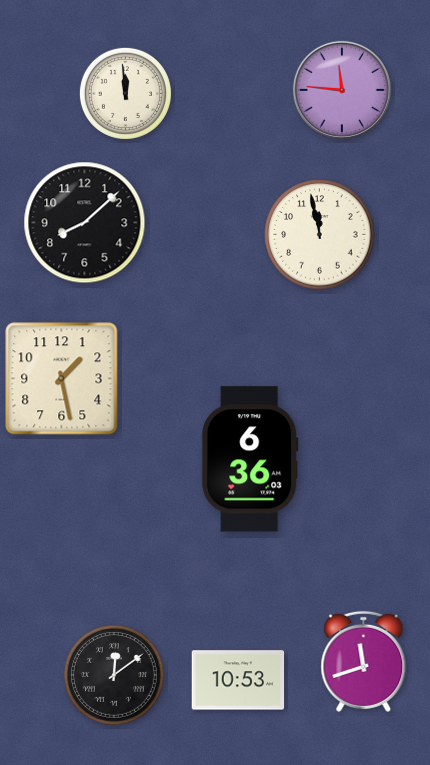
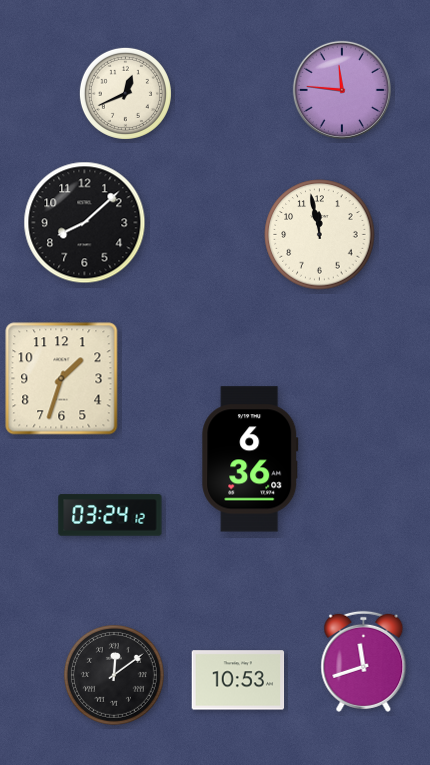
clock at (125, 93): 11:59 -> 12:41
clock at (62, 379): 1:28 -> 1:33
clock at (110, 515): none -> 03:24
